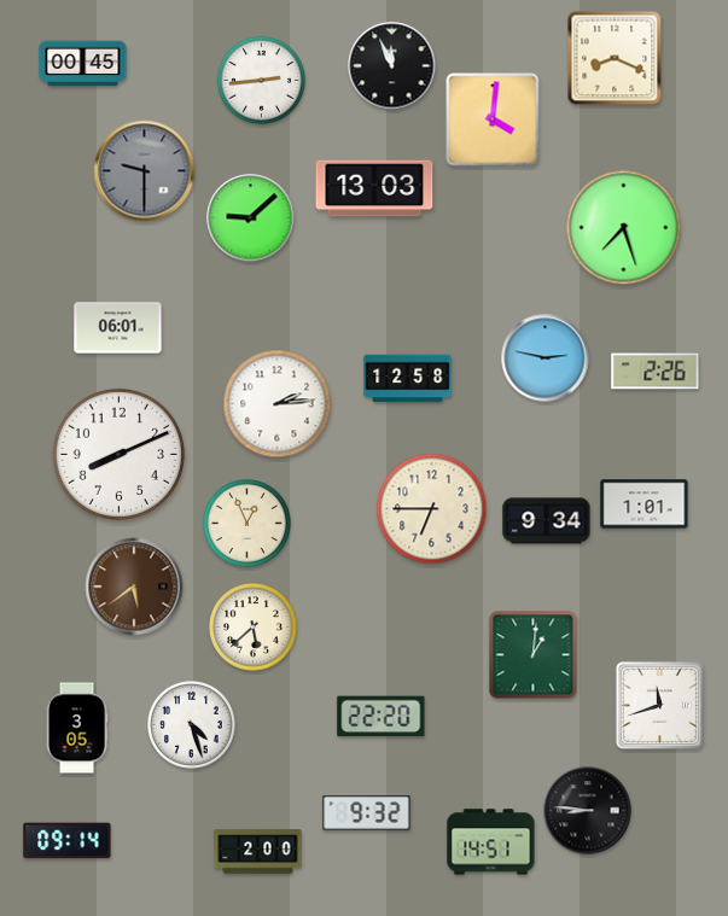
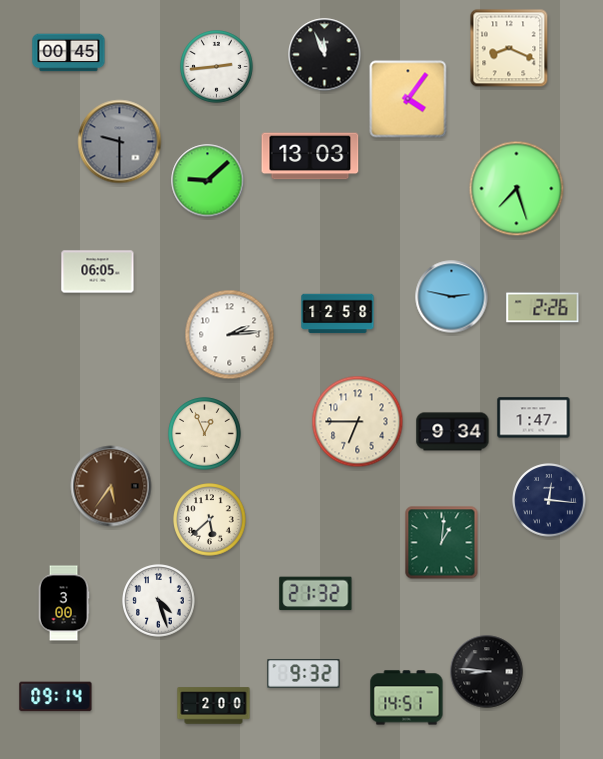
clock at (493, 119): 4:01 -> 4:06
clock at (118, 328): 06:01 -> 06:05
clock at (118, 454): 8:11 -> none
clock at (645, 504): 1:01 -> 1:47
clock at (134, 587): 5:39 -> 5:36
clock at (549, 500): none -> 12:16
clock at (659, 705): 11:42 -> none
clock at (382, 717): 22:20 -> 21:32
clock at (77, 728): 3:05 -> 3:00
